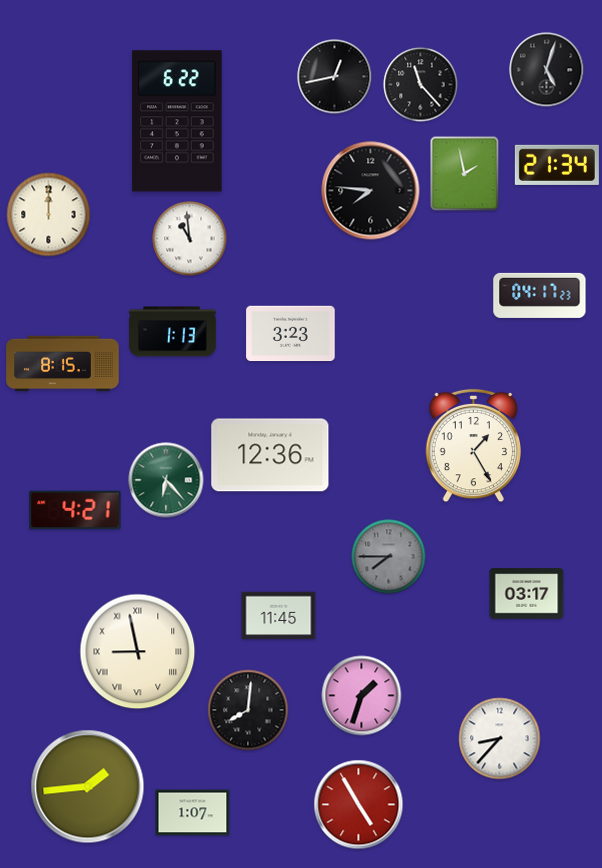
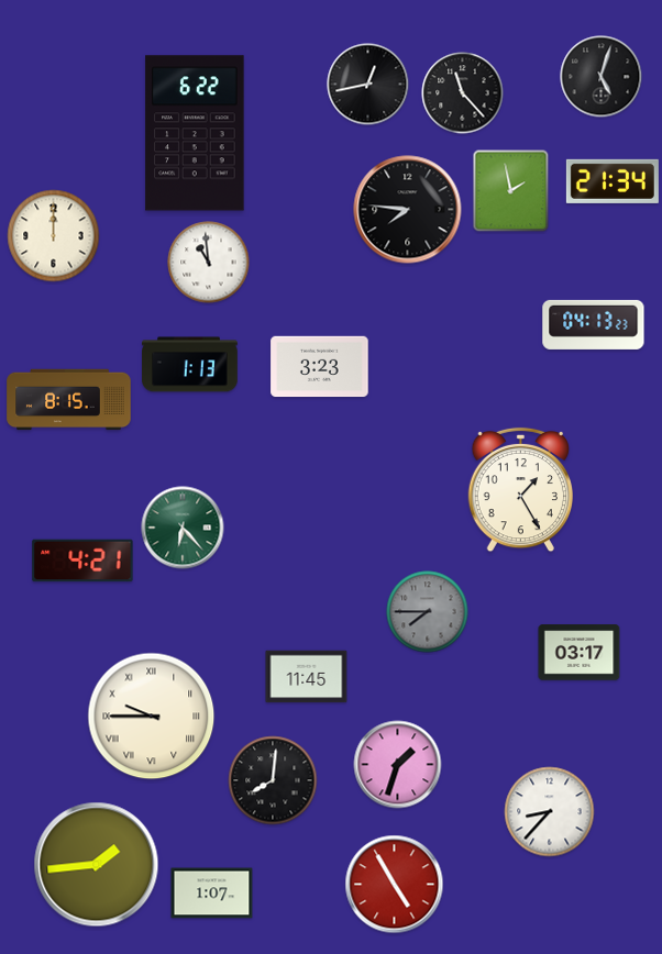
clock at (540, 295): 04:17 -> 04:13
clock at (270, 455): 12:36 -> none
clock at (138, 652): 8:58 -> 9:45
